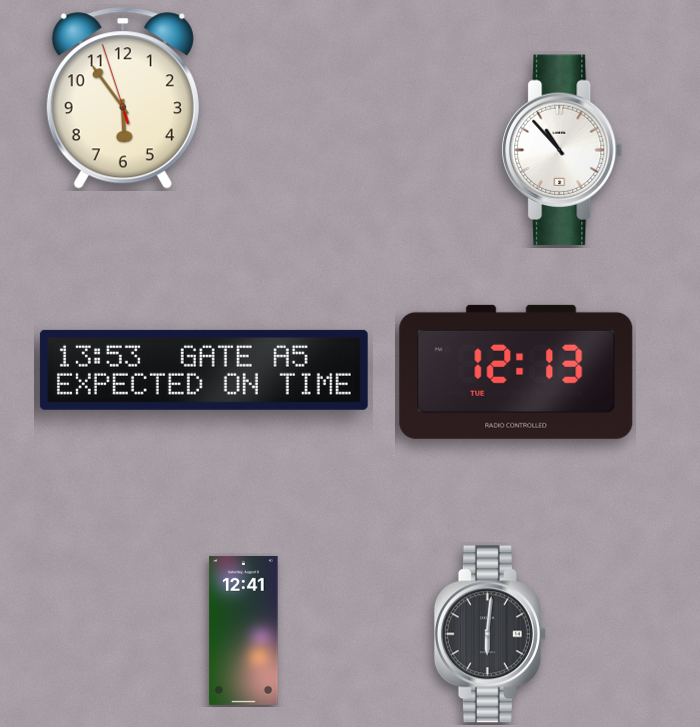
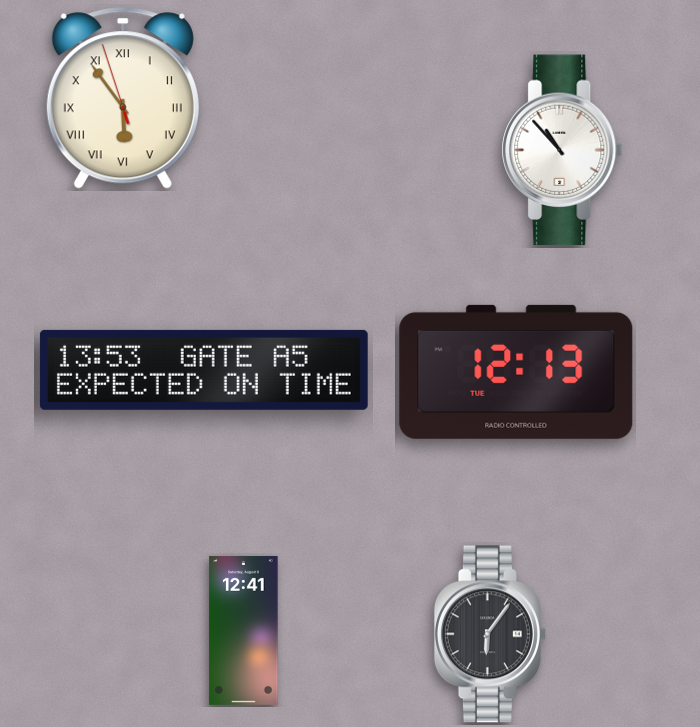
clock at (123, 98) numerals: Arabic -> Roman
clock at (490, 634): 6:01 -> 6:06
